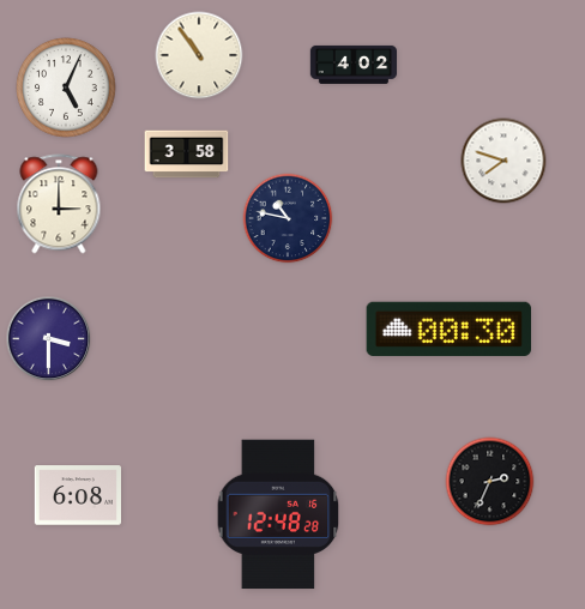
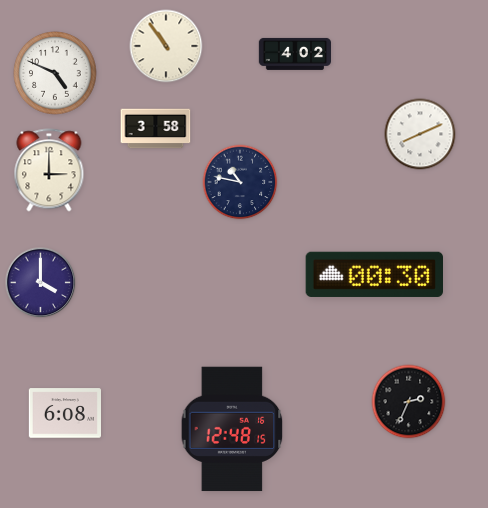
clock at (66, 88): 5:04 -> 4:49
clock at (503, 161): 7:48 -> 8:11
clock at (49, 339): 3:30 -> 4:00
clock at (278, 514): 12:48:28 -> 12:48:15
